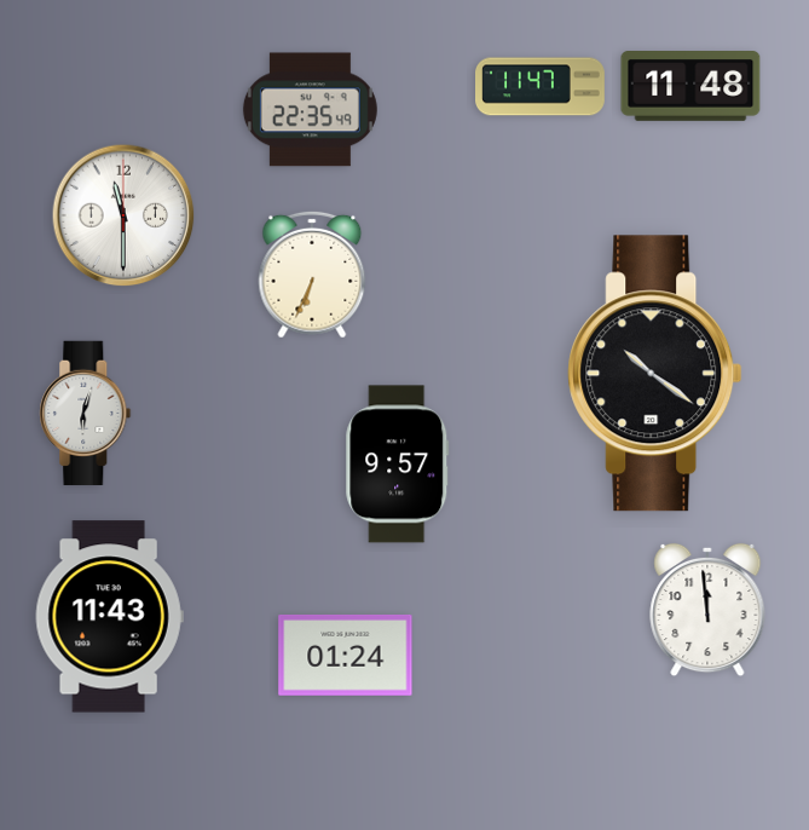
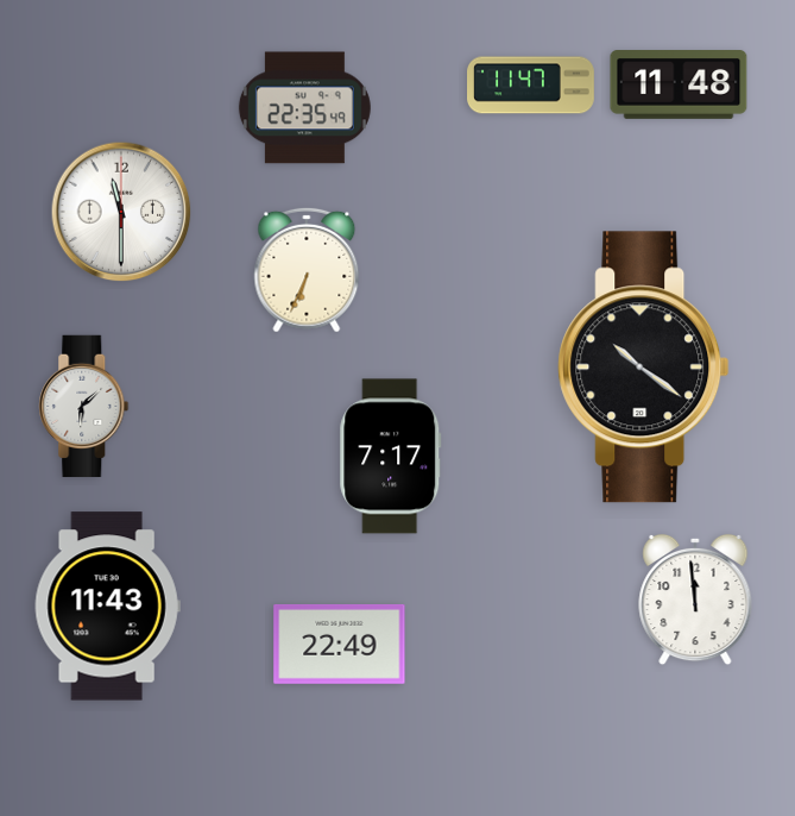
clock at (86, 414): 6:03 -> 6:08
clock at (398, 465): 9:57 -> 7:17
clock at (346, 655): 01:24 -> 22:49
